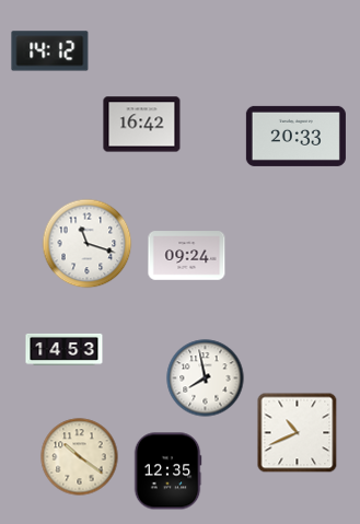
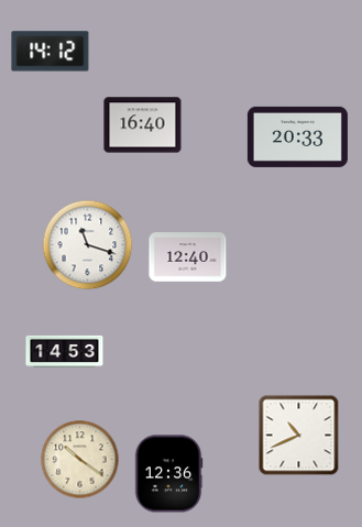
clock at (142, 125): 16:42 -> 16:40
clock at (187, 256): 09:24 -> 12:40
clock at (206, 379): 7:58 -> none
clock at (167, 471): 12:35 -> 12:36
